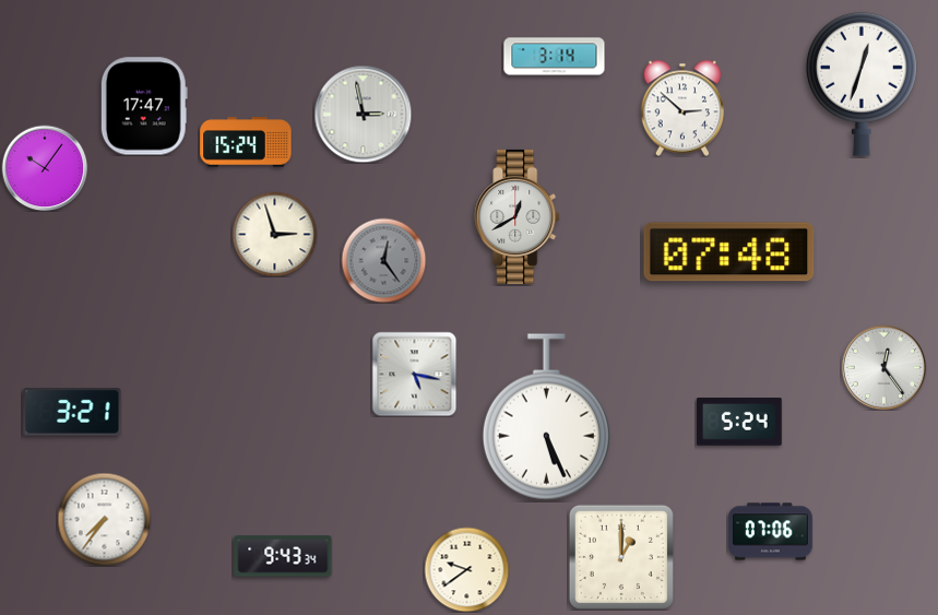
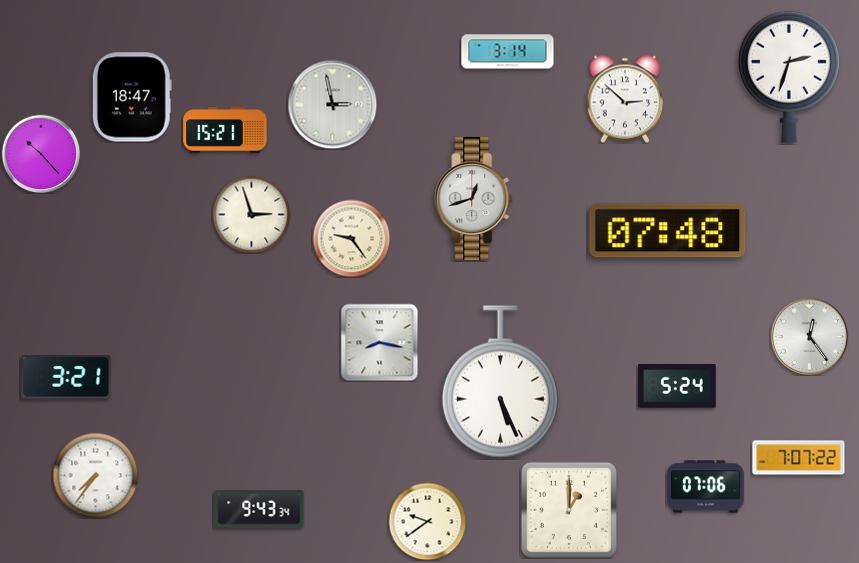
clock at (862, 84): 12:33 -> 2:33
clock at (144, 106): 17:47 -> 18:47
clock at (246, 142): 15:24 -> 15:21
clock at (45, 168): 10:06 -> 10:23
clock at (518, 216): 12:40 -> 12:42
clock at (383, 260): 12:24 -> 9:24
clock at (383, 260) dial: grey -> cream
clock at (414, 374): 5:17 -> 8:17
clock at (799, 458): none -> 7:07
